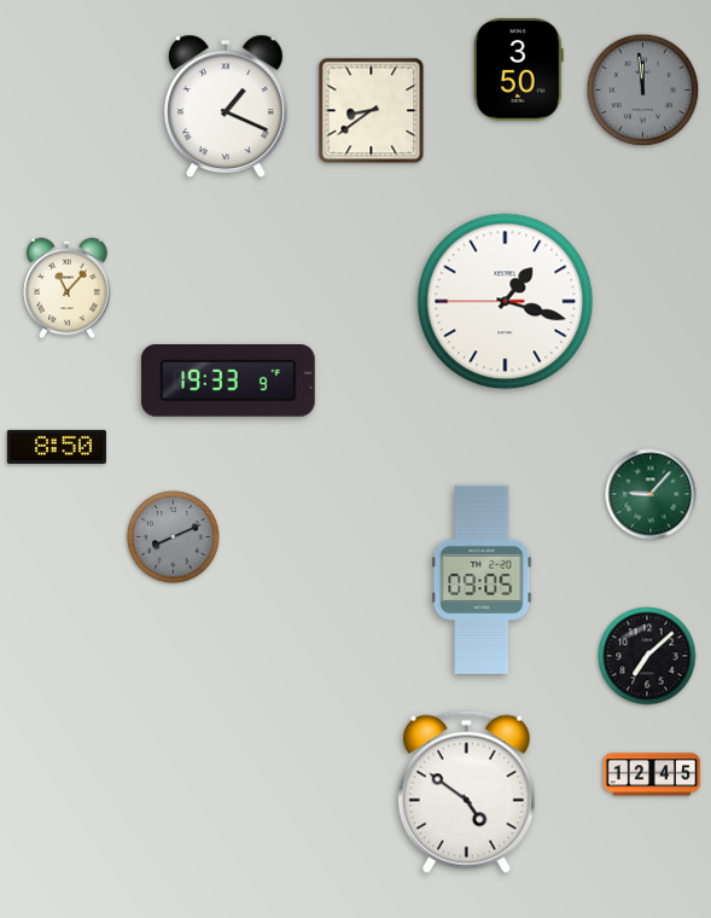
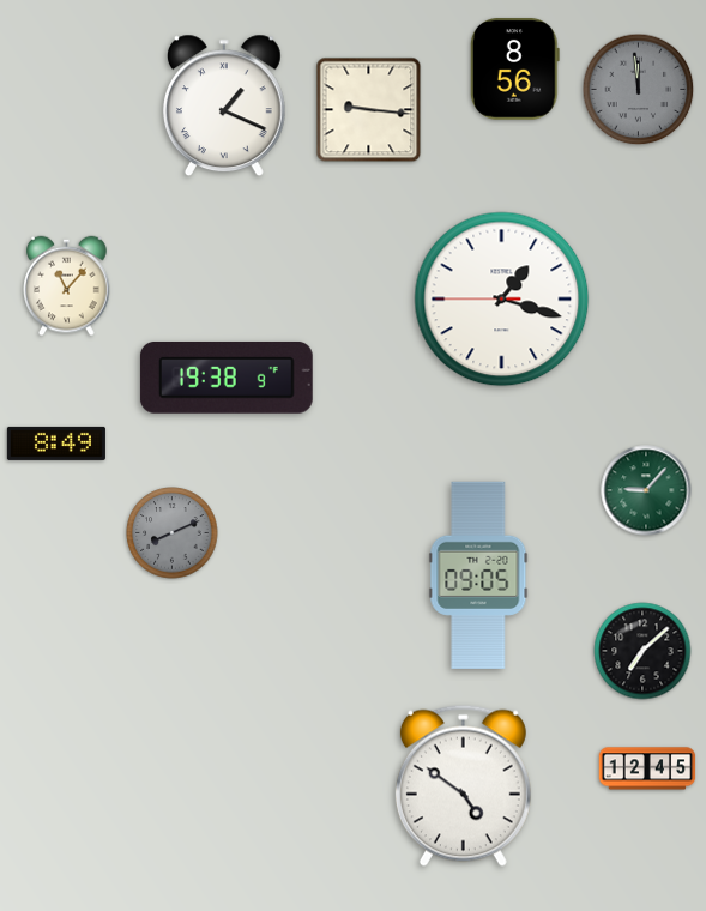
clock at (518, 70): 3:50 -> 8:56
clock at (372, 111): 8:39 -> 9:16
clock at (228, 380): 19:33 -> 19:38
clock at (57, 447): 8:50 -> 8:49
